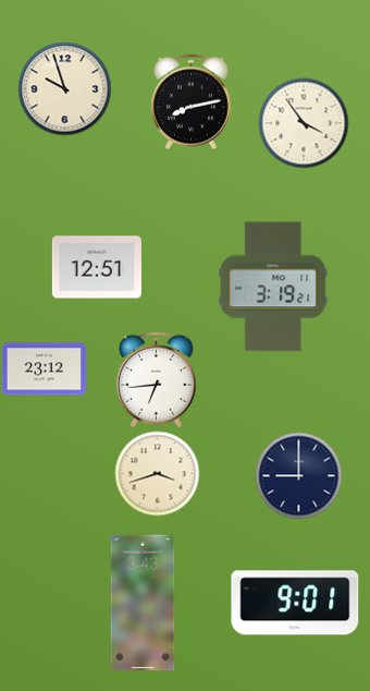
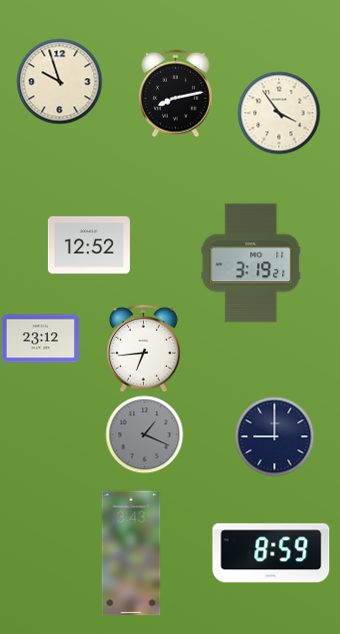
clock at (97, 267): 12:51 -> 12:52
clock at (157, 473): 3:42 -> 1:19
clock at (157, 473) dial: cream -> grey
clock at (295, 603): 9:01 -> 8:59
